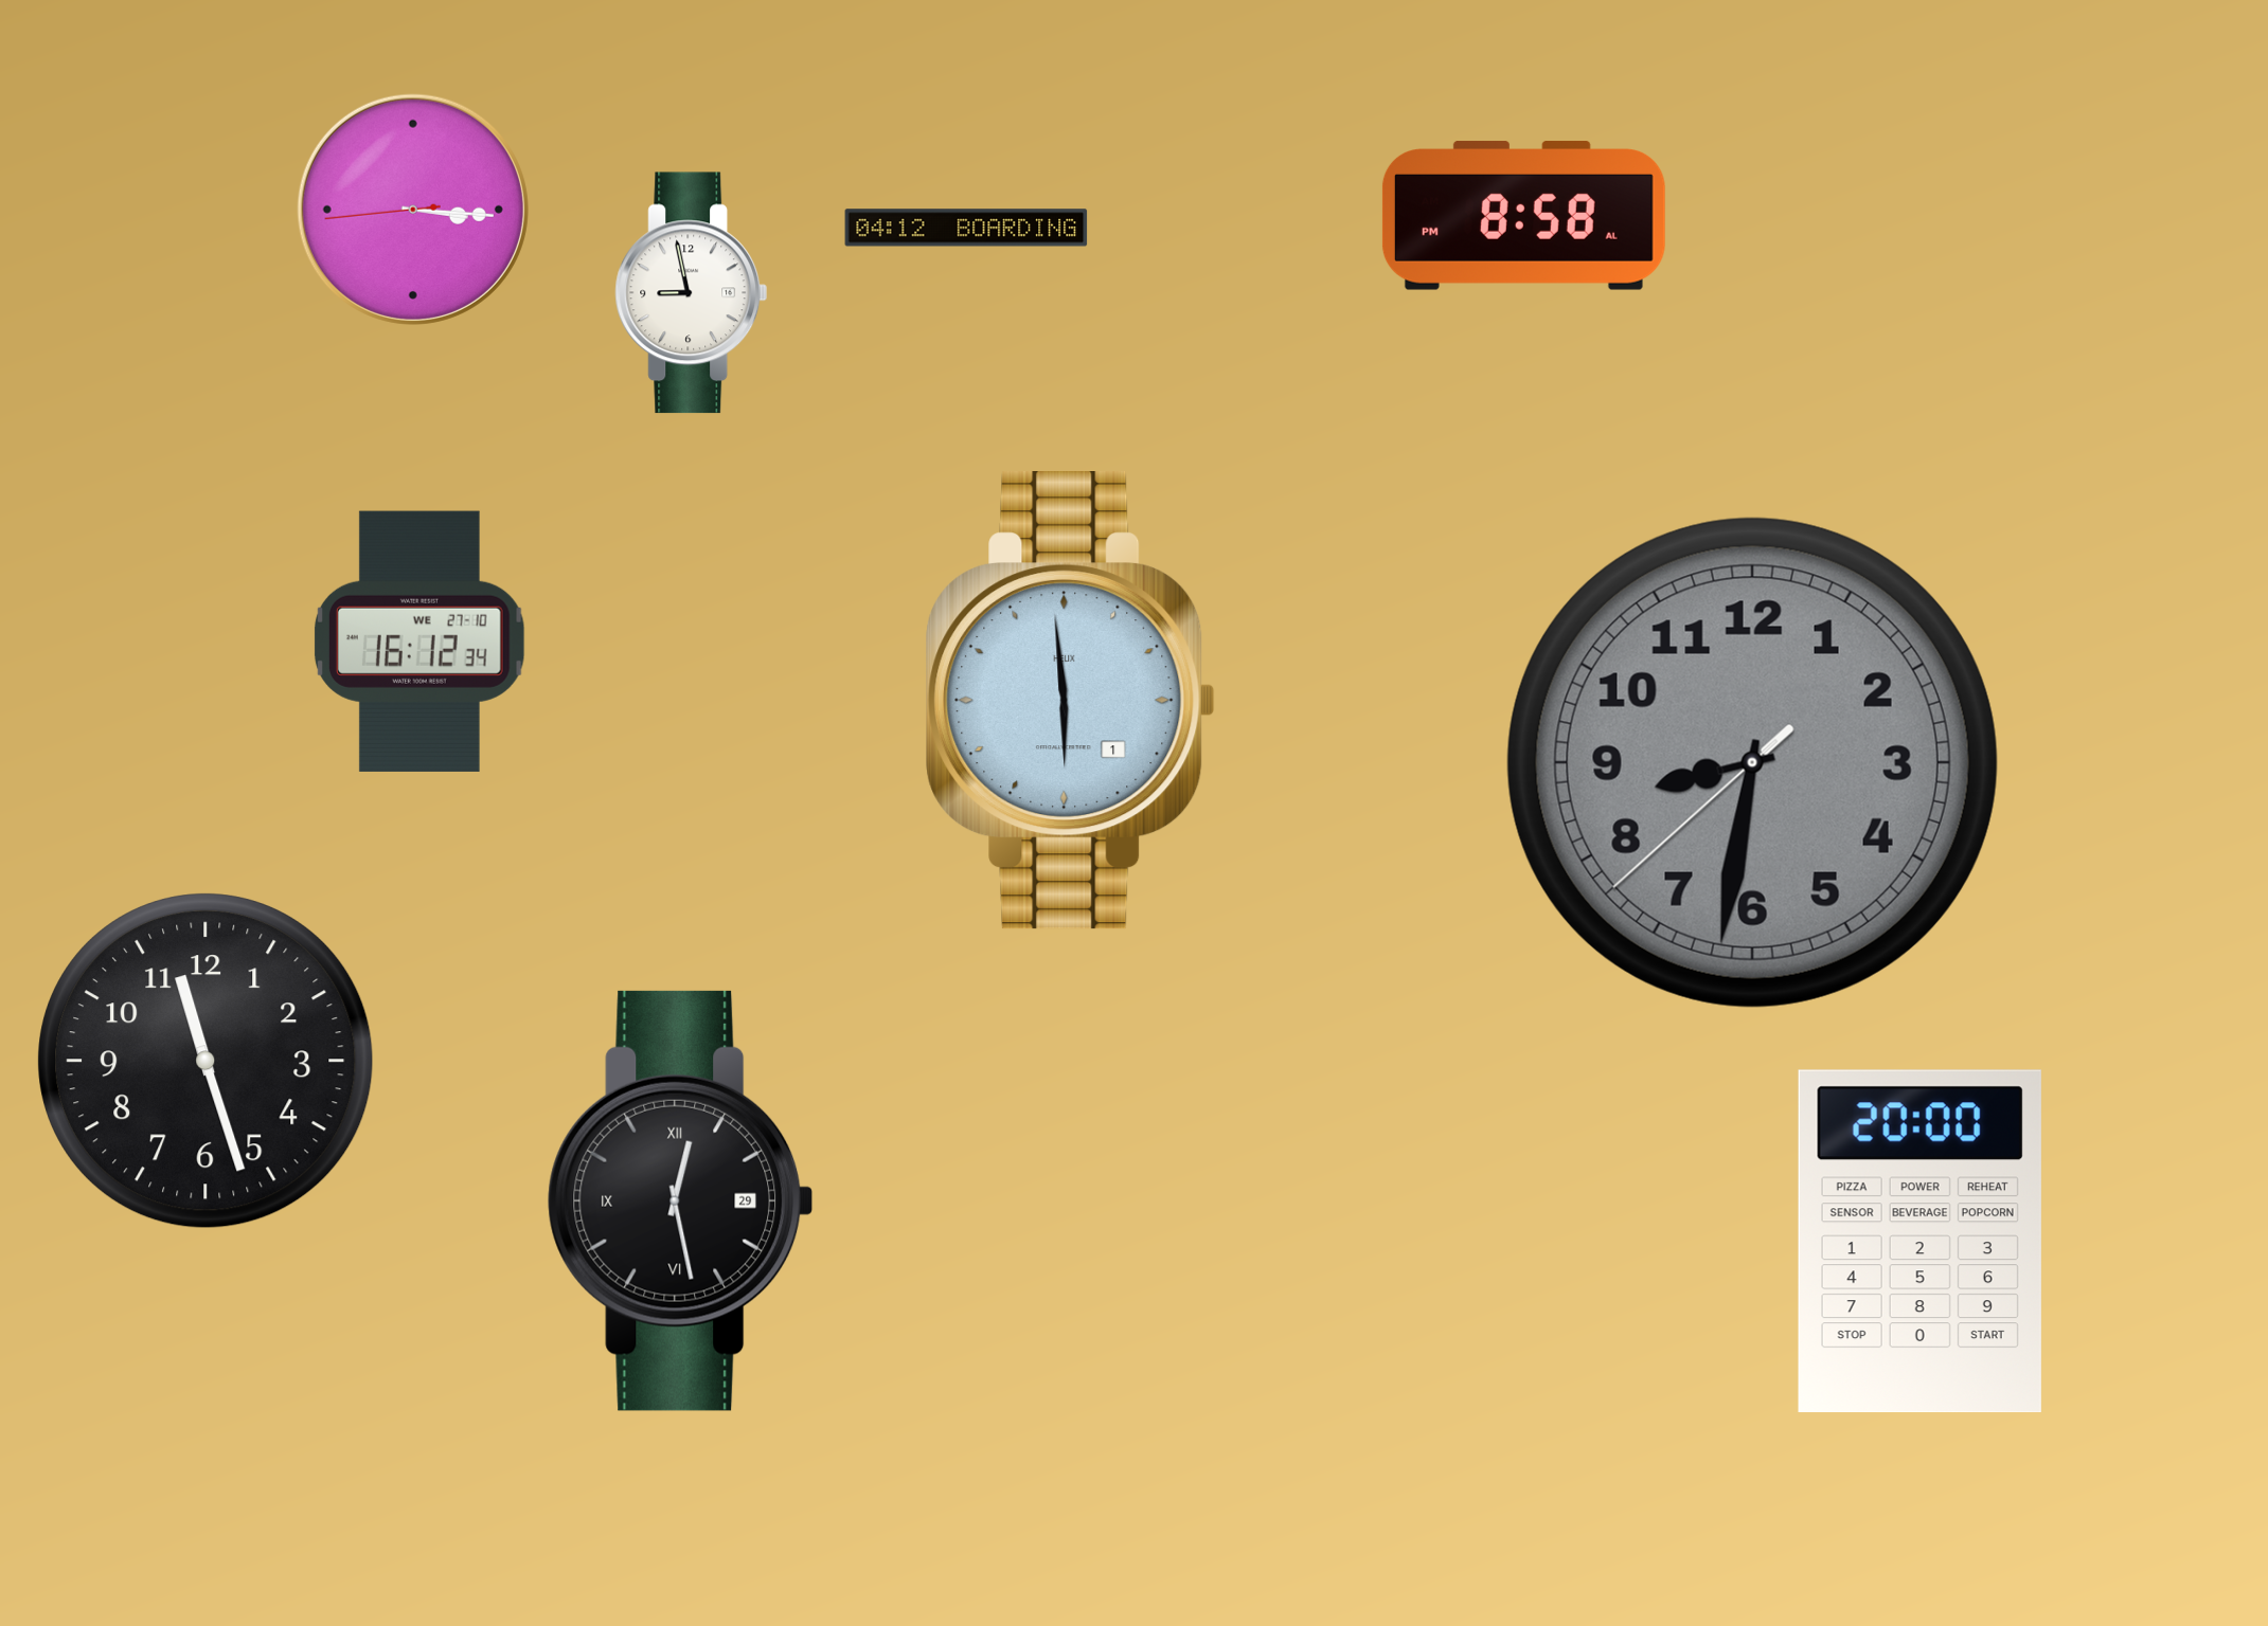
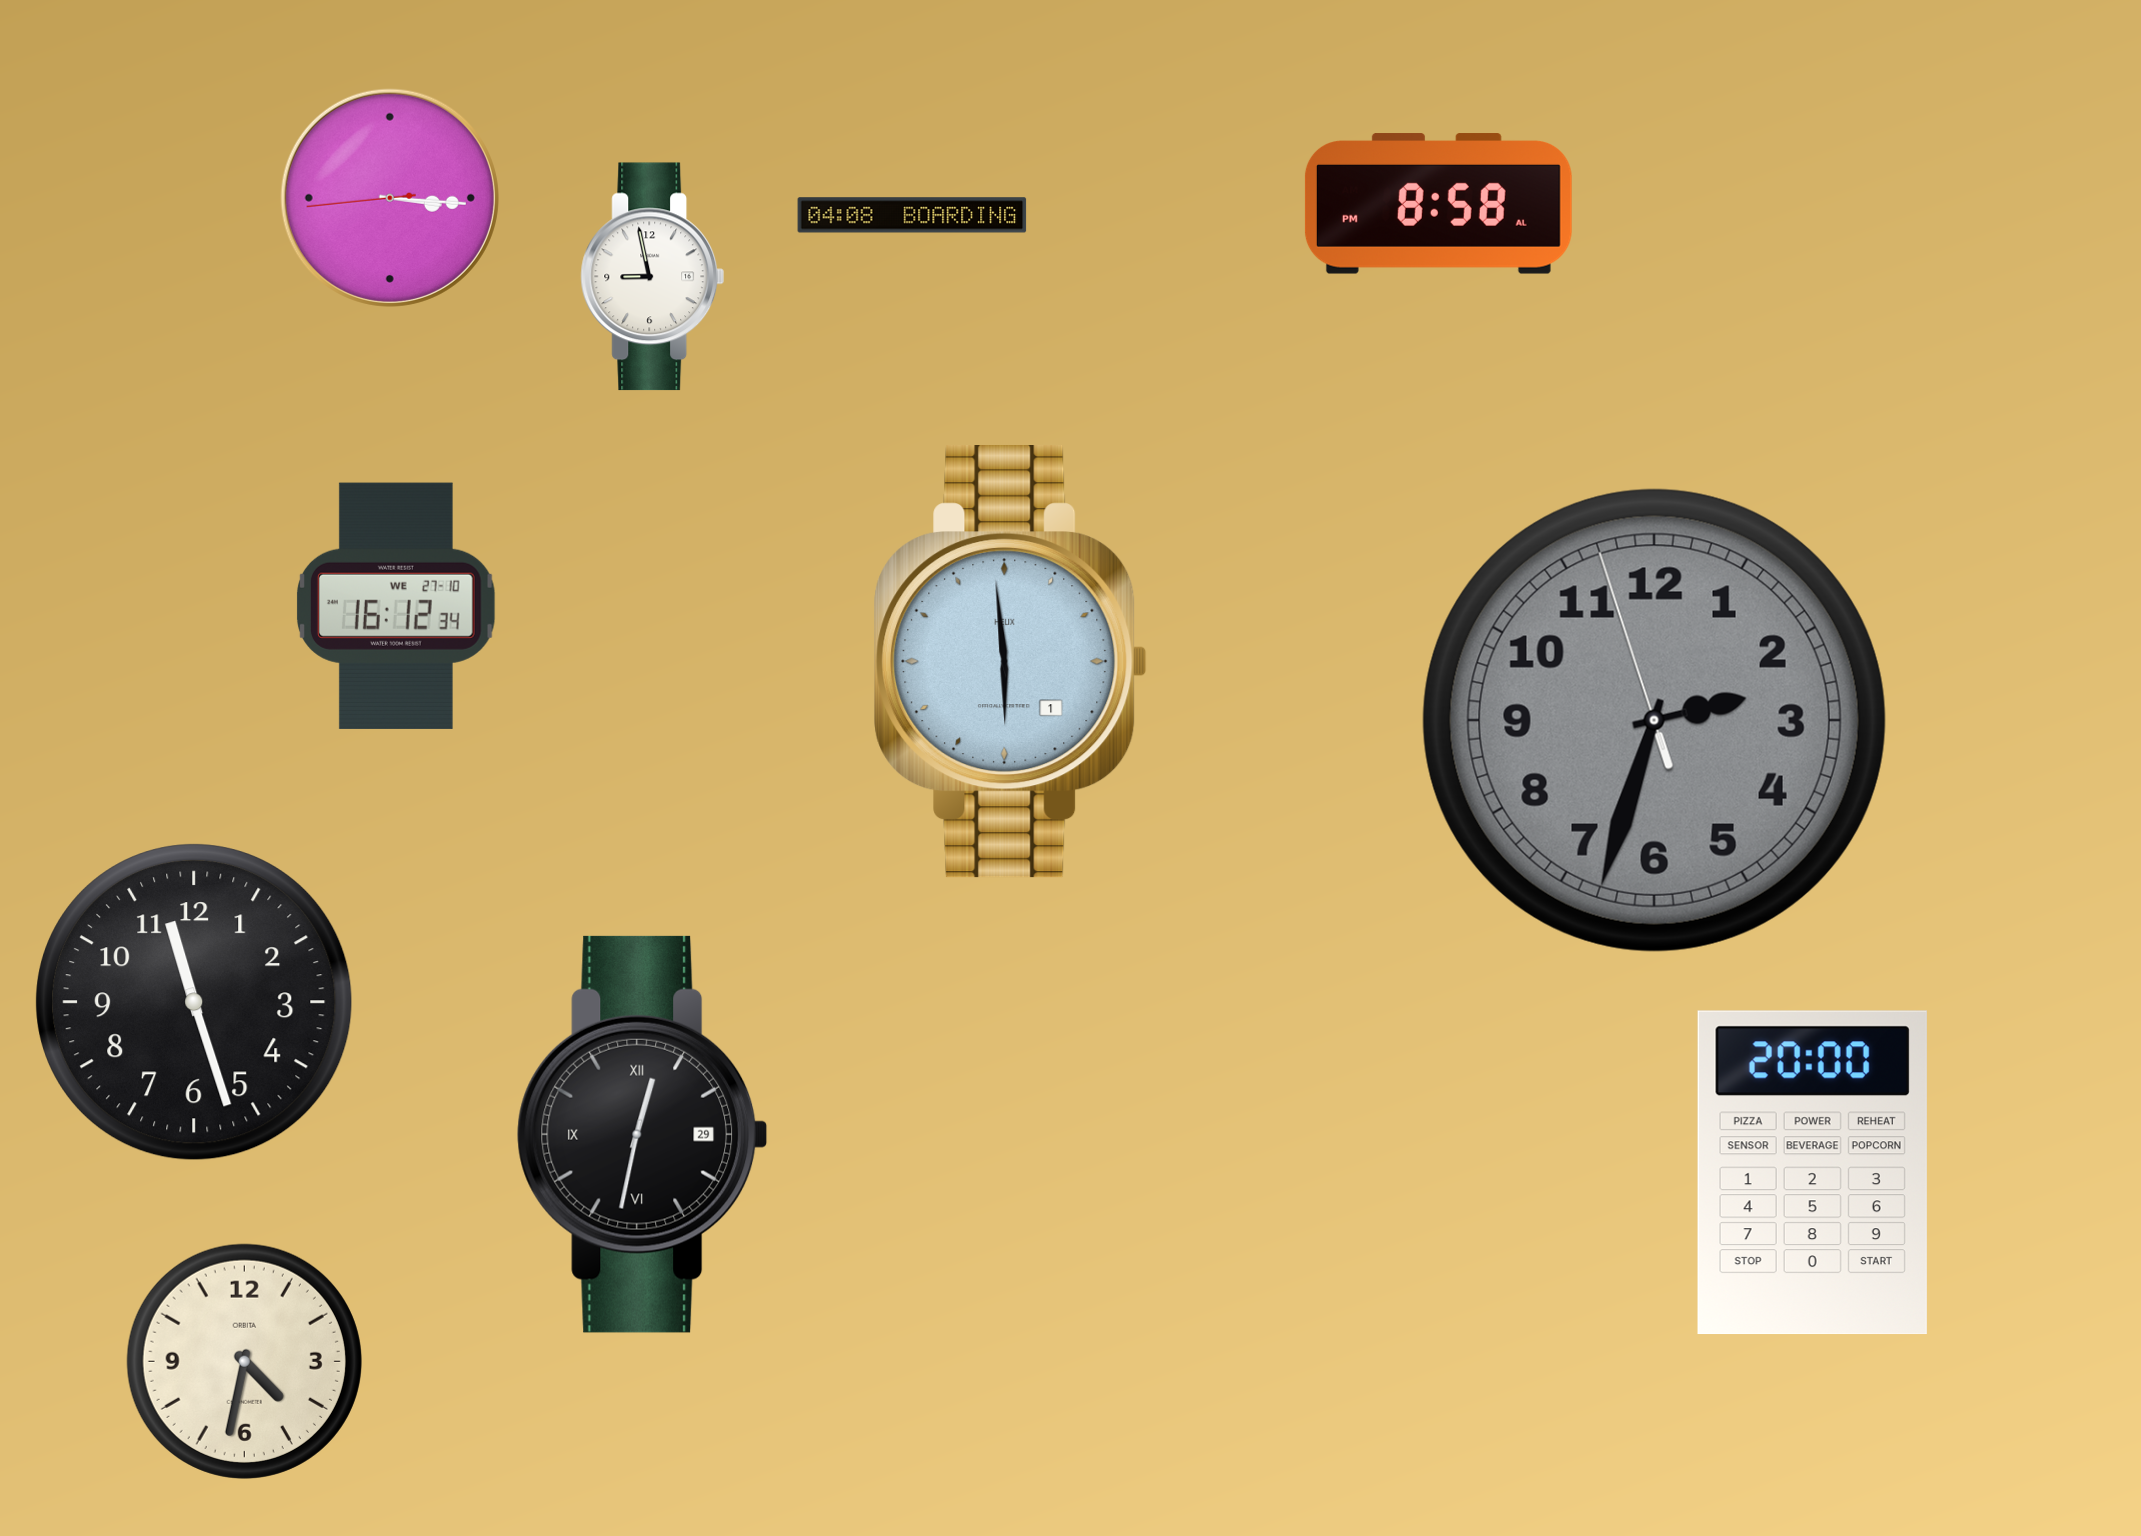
clock at (966, 228): 04:12 -> 04:08
clock at (1752, 762): 8:31 -> 2:32
clock at (681, 1200): 12:28 -> 12:32
clock at (244, 1361): none -> 4:32
